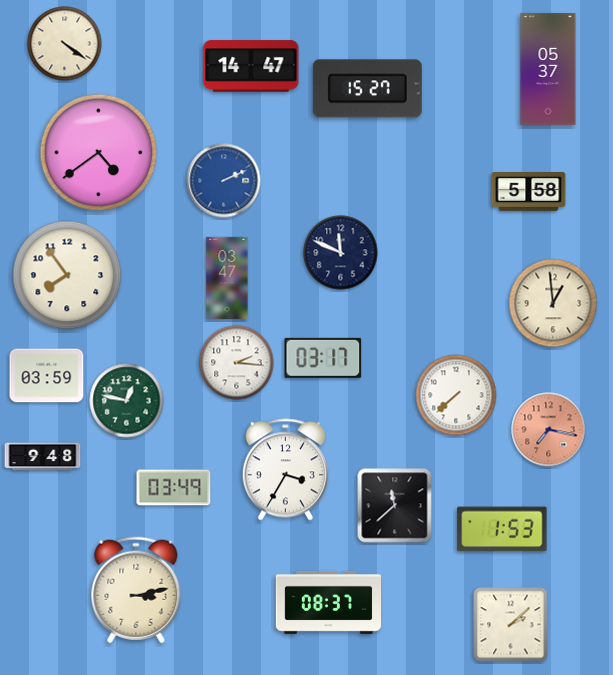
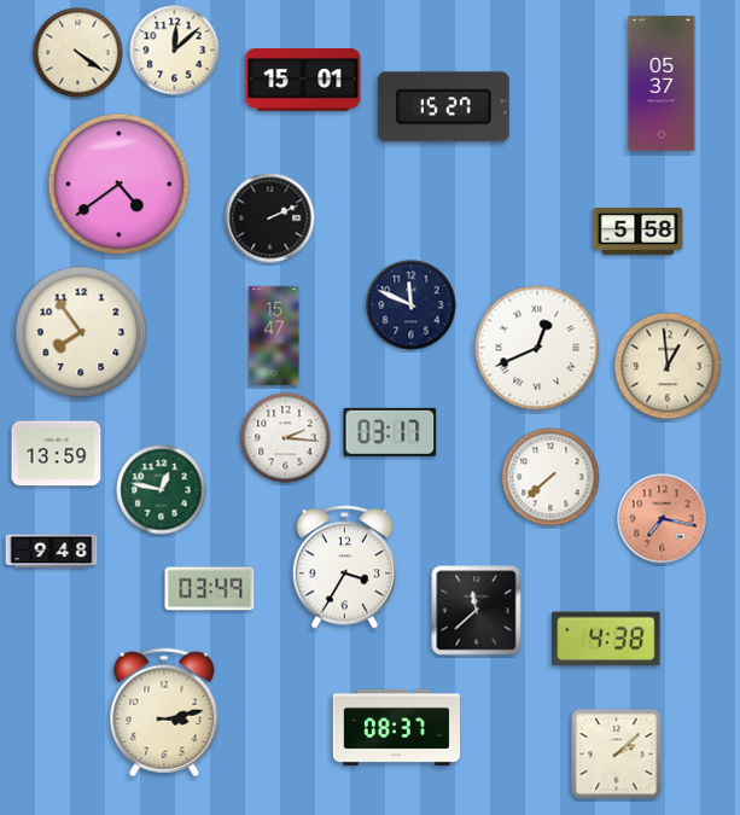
clock at (175, 51): none -> 12:08
clock at (251, 66): 14:47 -> 15:01
clock at (224, 181) dial: blue -> black
clock at (227, 277): 03:47 -> 15:47
clock at (537, 348): none -> 12:41
clock at (47, 376): 03:59 -> 13:59
clock at (127, 401) position: (127, 401) -> (162, 490)
clock at (502, 529): 1:53 -> 4:38
